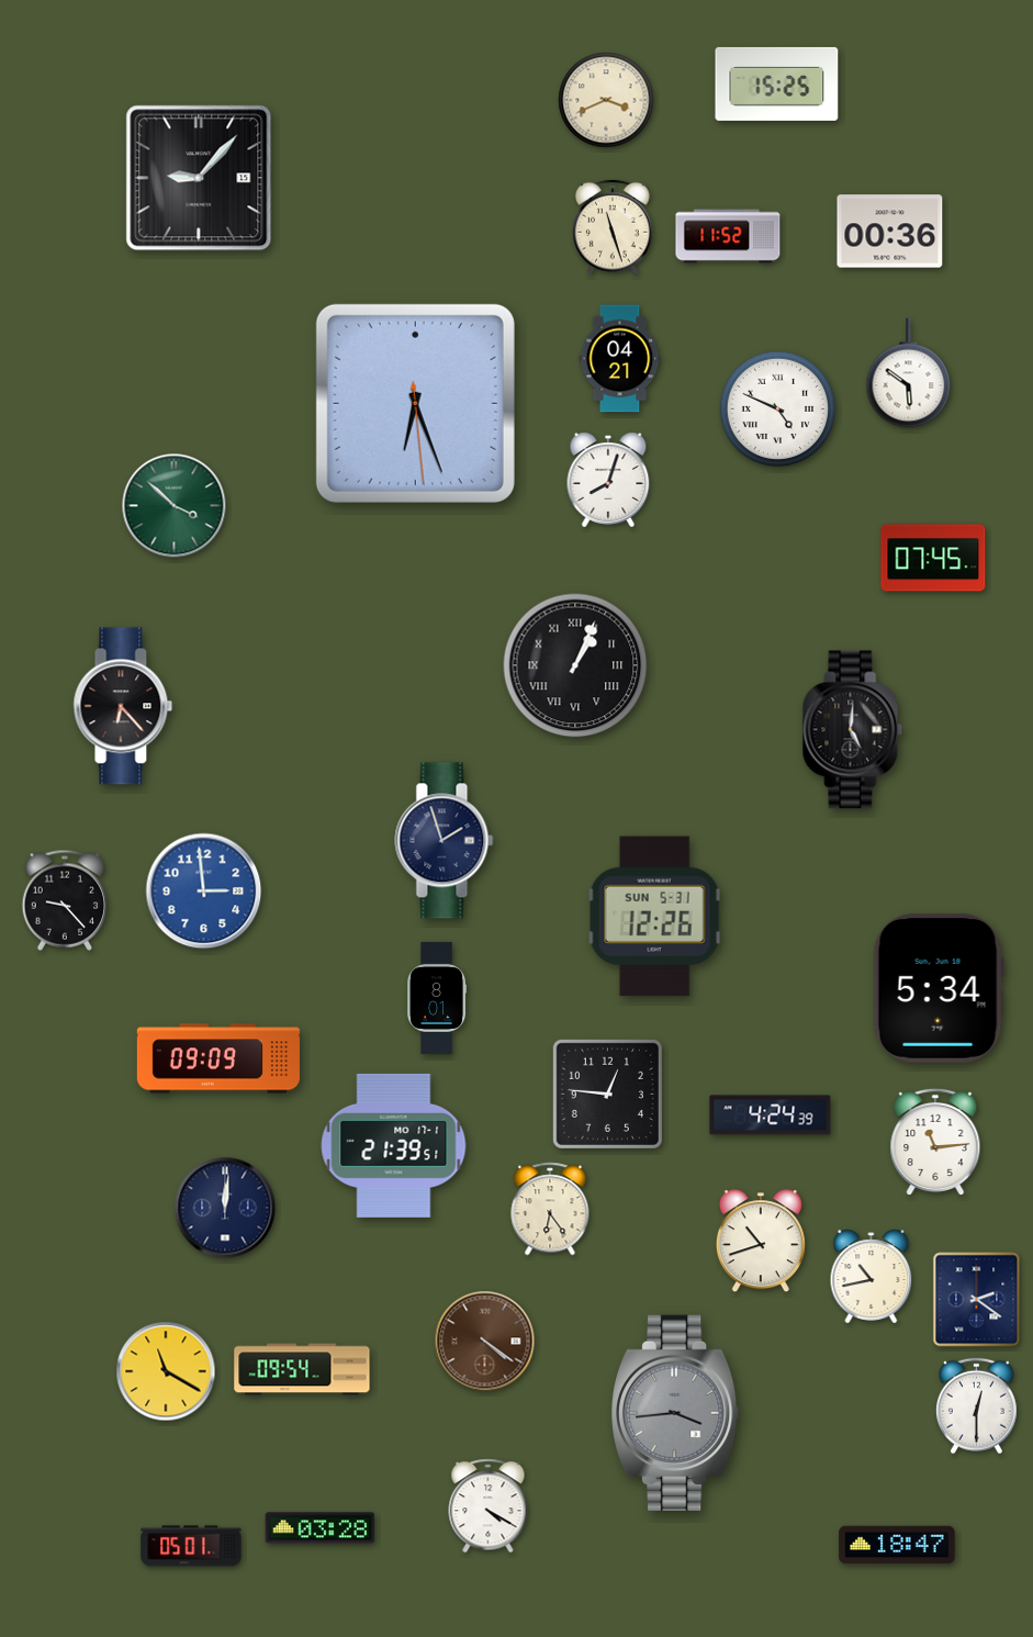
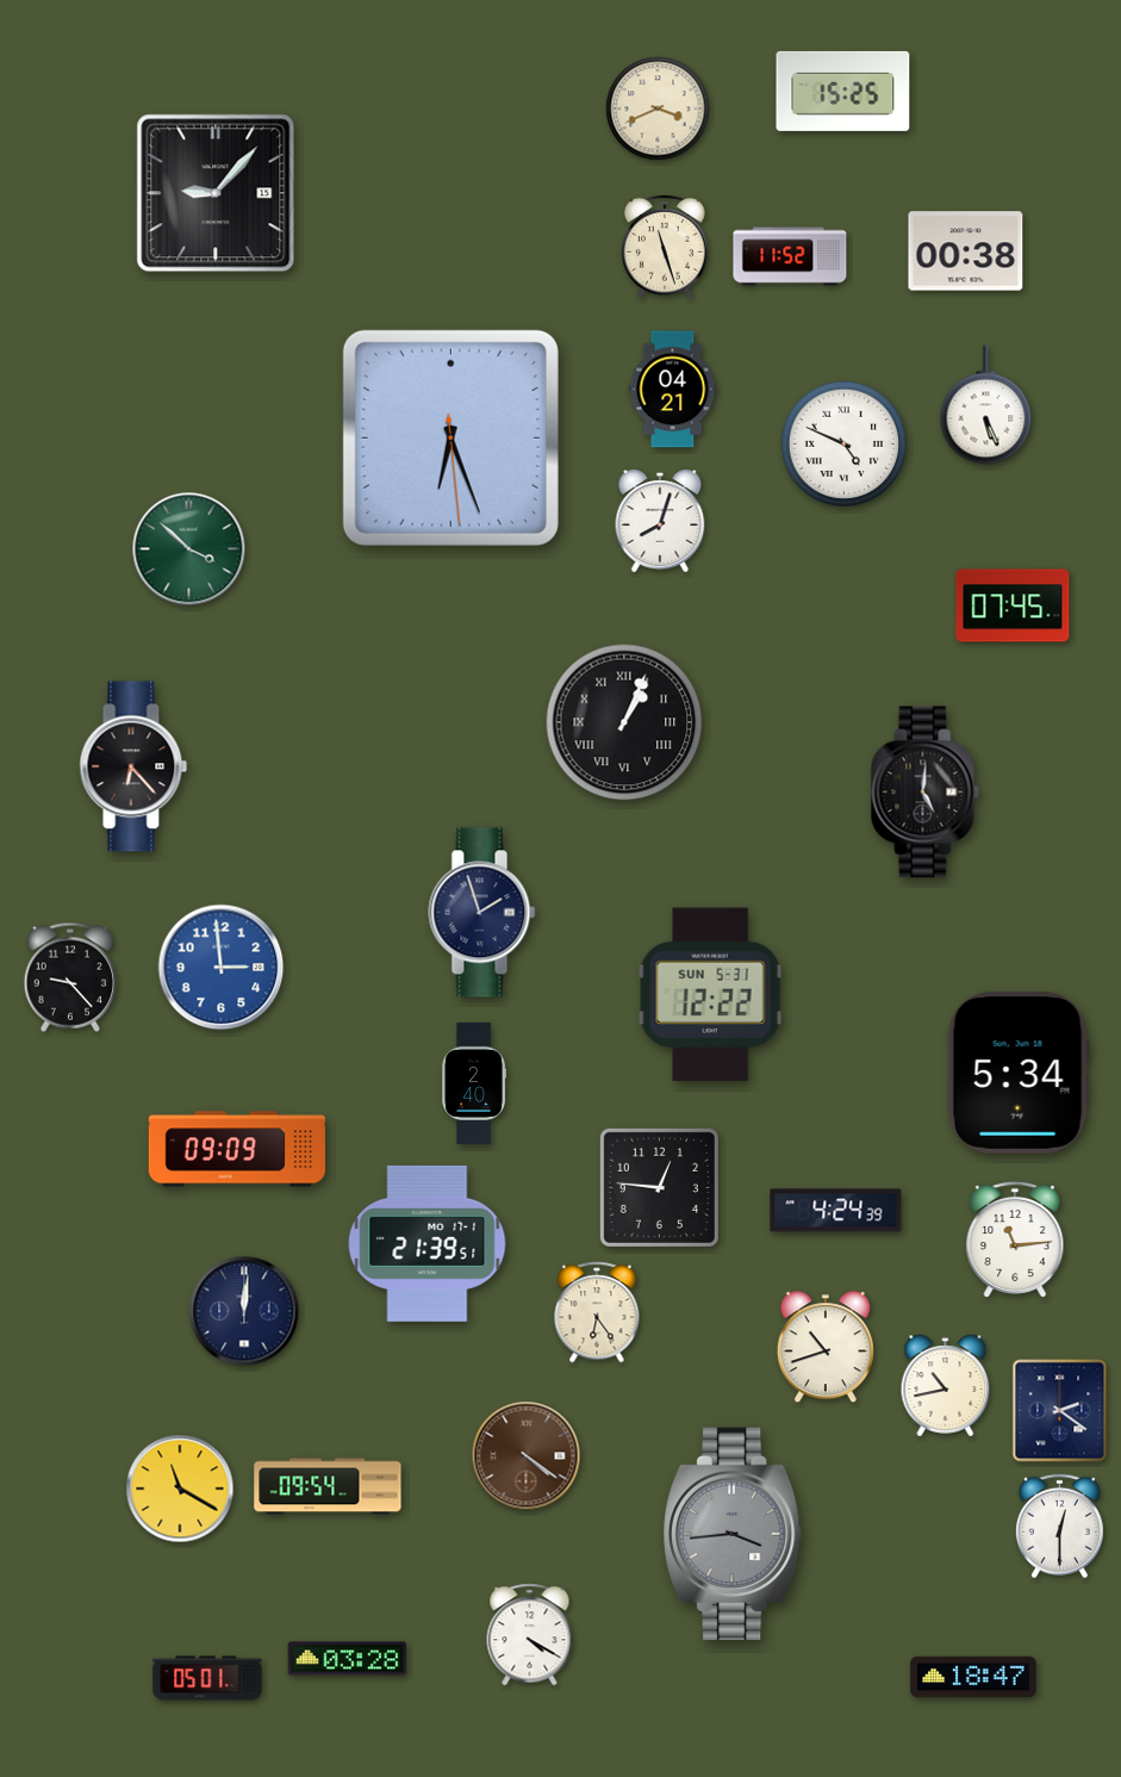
clock at (890, 232): 00:36 -> 00:38
clock at (909, 373): 5:51 -> 5:26
clock at (655, 917): 12:26 -> 12:22
clock at (436, 998): 8:01 -> 2:40
